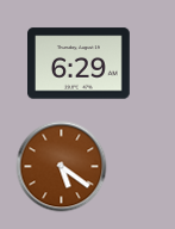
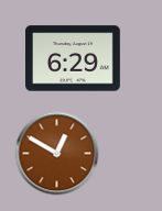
clock at (62, 167): 5:21 -> 12:50
